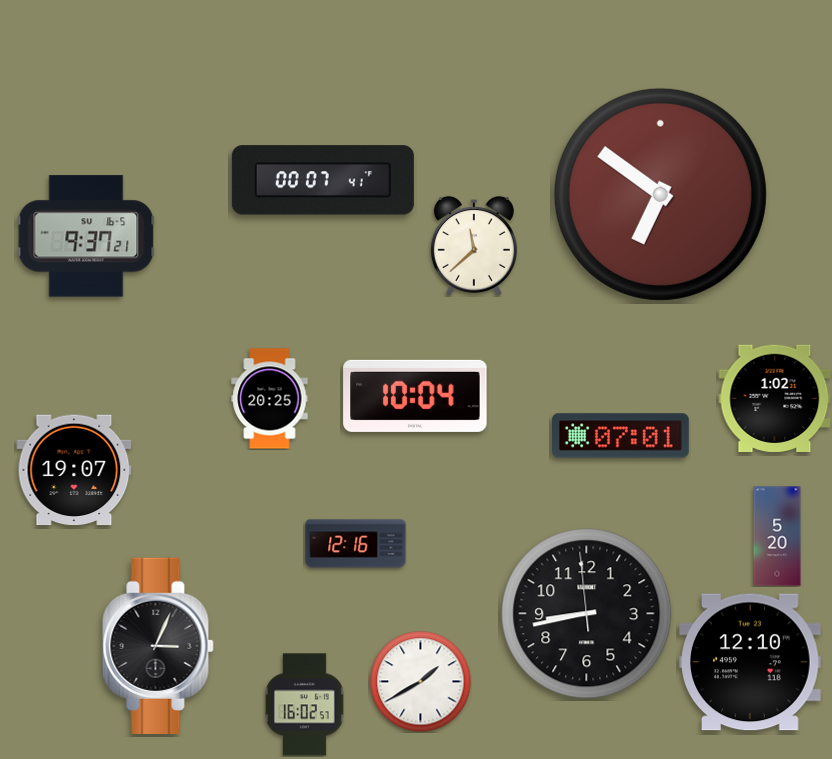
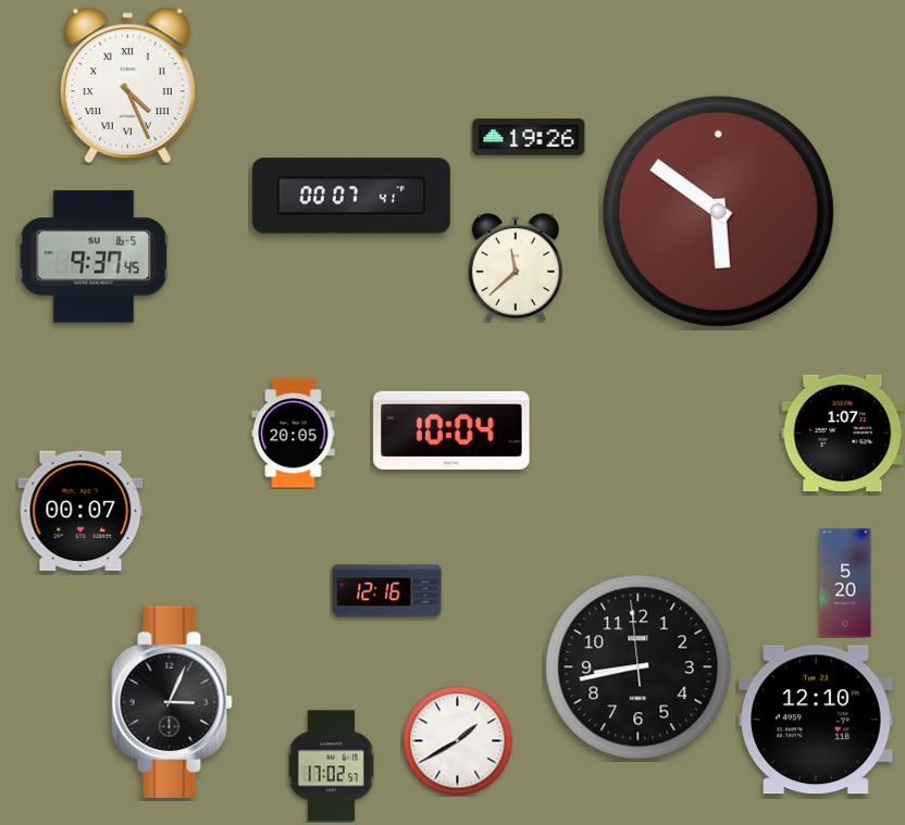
clock at (127, 86): none -> 4:26
clock at (529, 137): none -> 19:26
clock at (660, 194): 6:51 -> 5:51
clock at (86, 236): 9:37:21 -> 9:37:45
clock at (775, 398): 1:02 -> 1:07
clock at (270, 399): 20:25 -> 20:05
clock at (621, 436): 07:01 -> none
clock at (74, 470): 19:07 -> 00:07
clock at (304, 705): 16:02 -> 17:02
